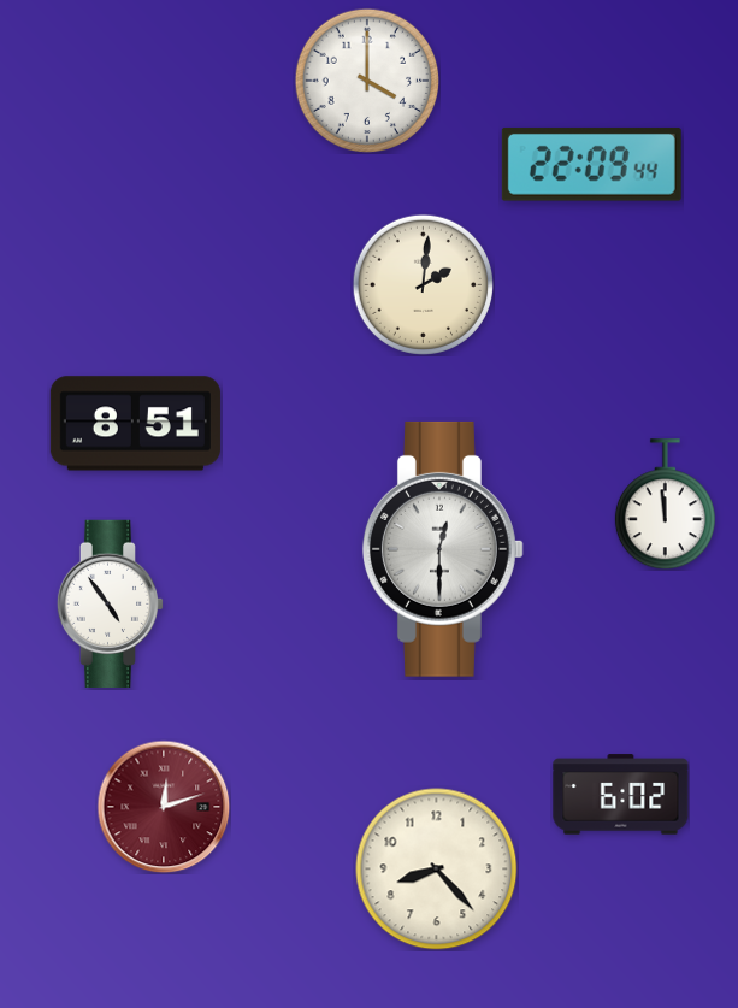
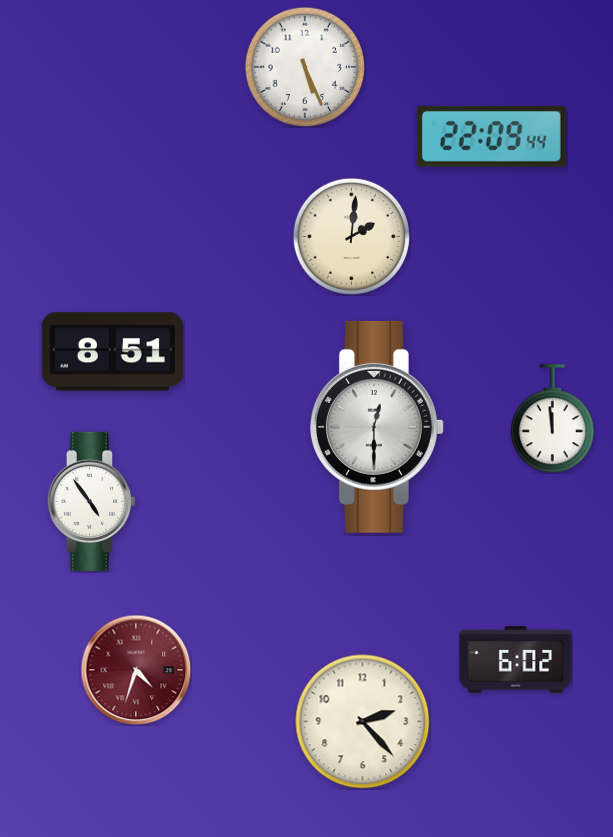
clock at (367, 81): 4:00 -> 5:26
clock at (443, 549) position: (443, 549) -> (377, 427)
clock at (164, 807): 12:12 -> 4:33
clock at (437, 870): 8:23 -> 2:23
